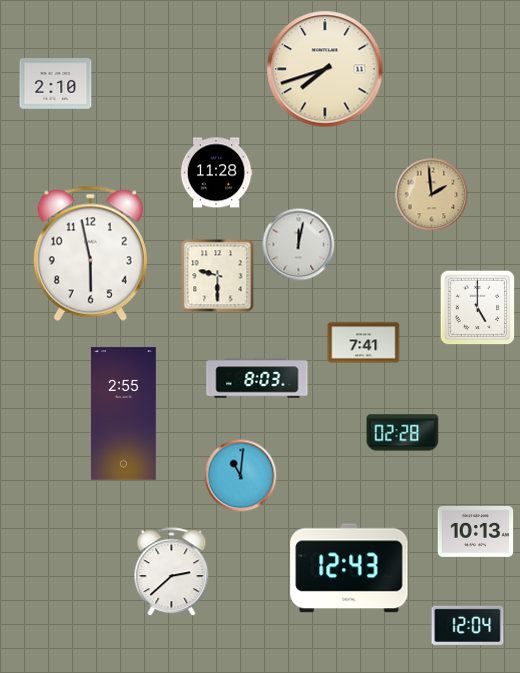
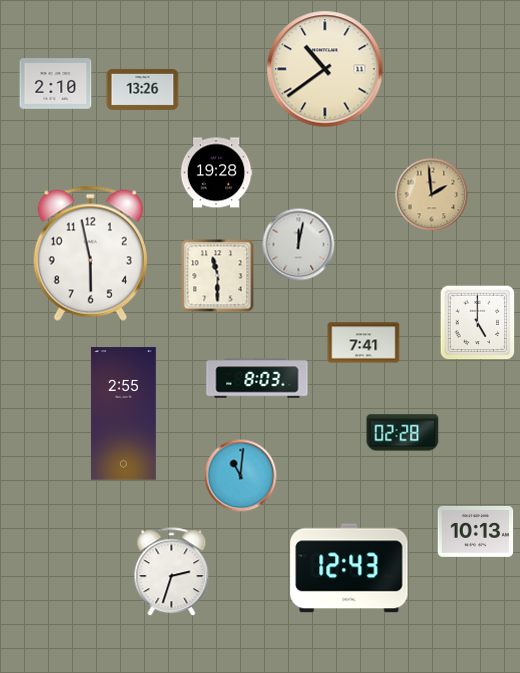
clock at (325, 69): 7:42 -> 10:39
clock at (143, 89): none -> 13:26
clock at (216, 173): 11:28 -> 19:28
clock at (218, 276): 9:30 -> 11:30
clock at (478, 308) position: (478, 308) -> (478, 323)
clock at (172, 572): 2:38 -> 2:33
clock at (468, 625): 12:04 -> none
